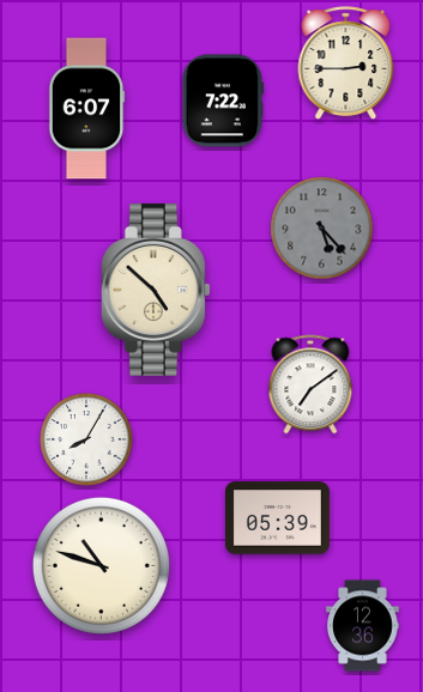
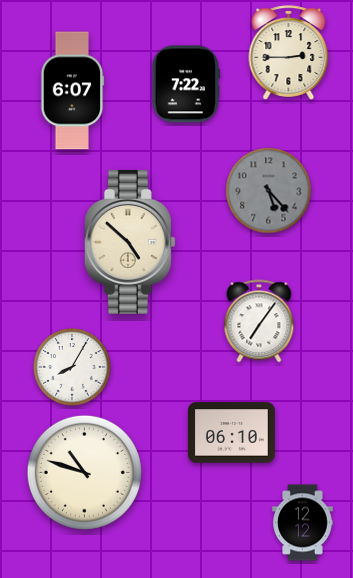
clock at (310, 384): 7:09 -> 7:06
clock at (277, 518): 05:39 -> 06:10
clock at (363, 626): 12:36 -> 12:12
